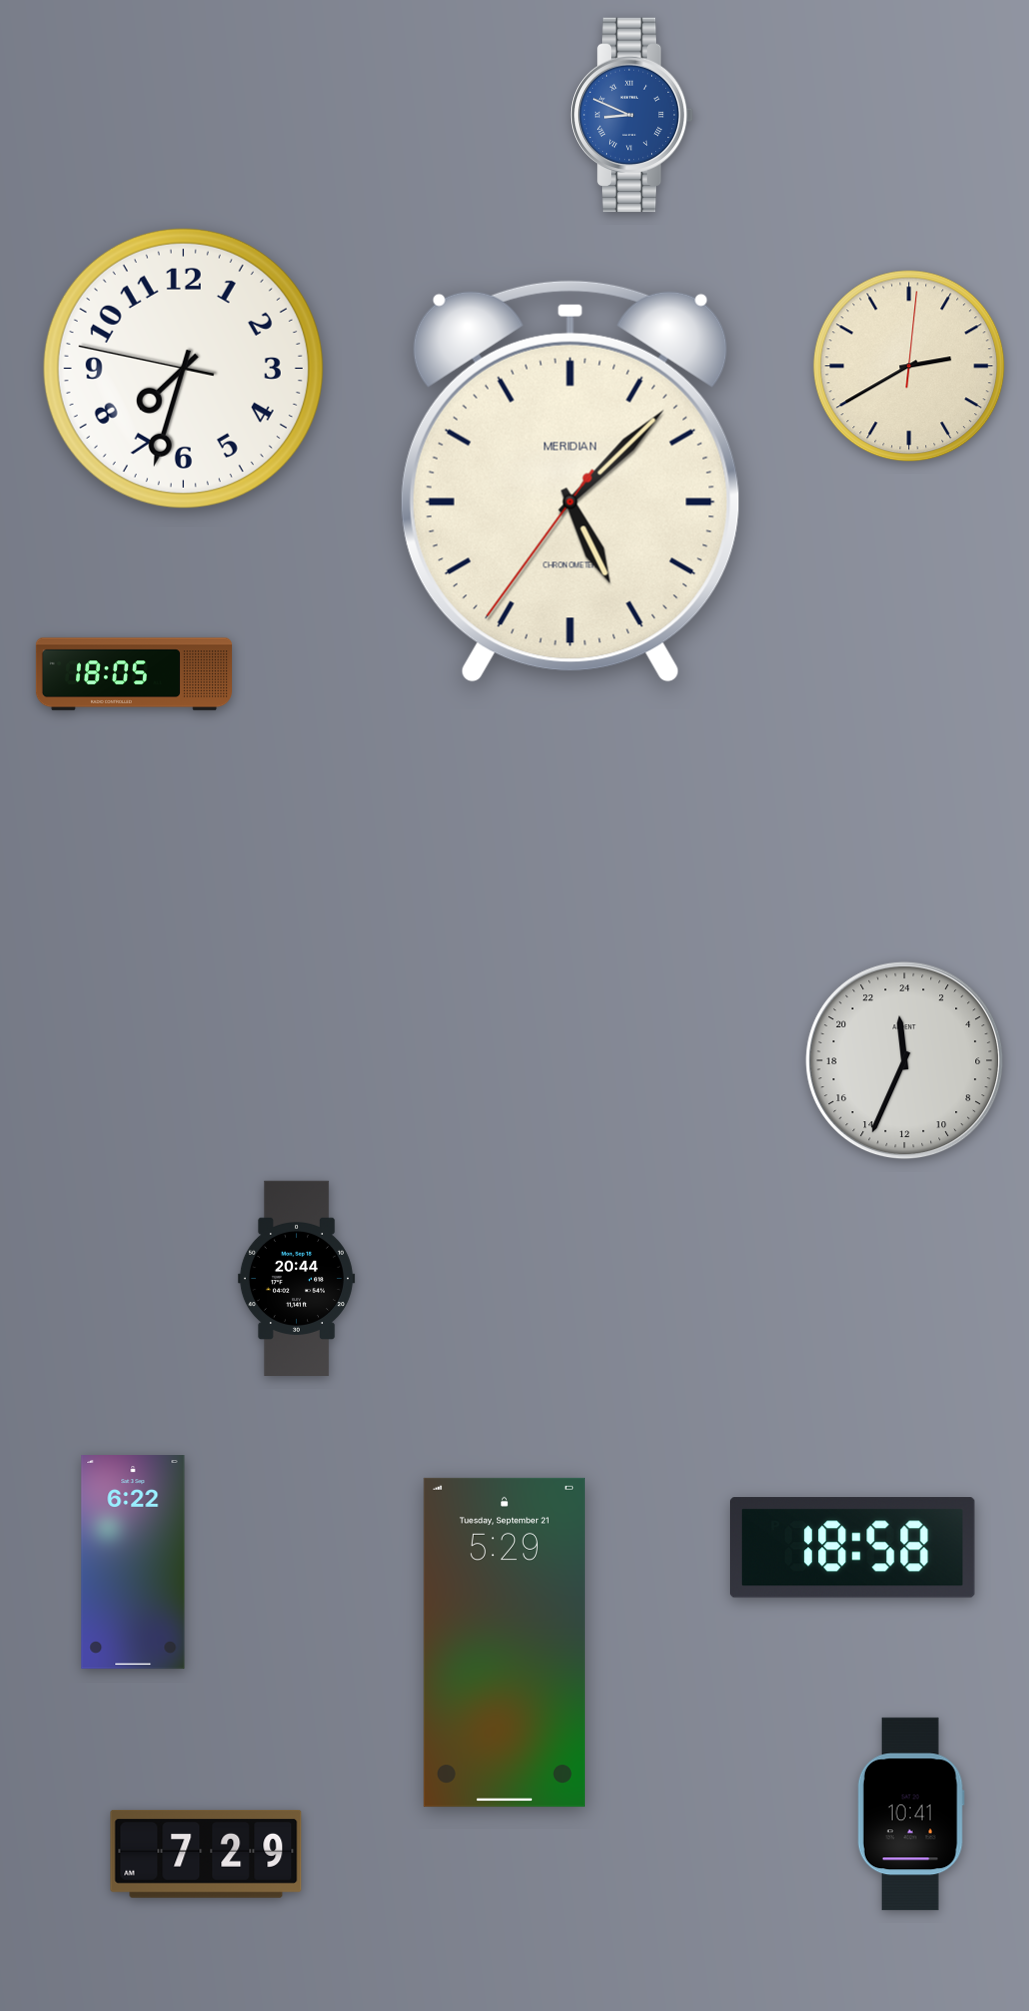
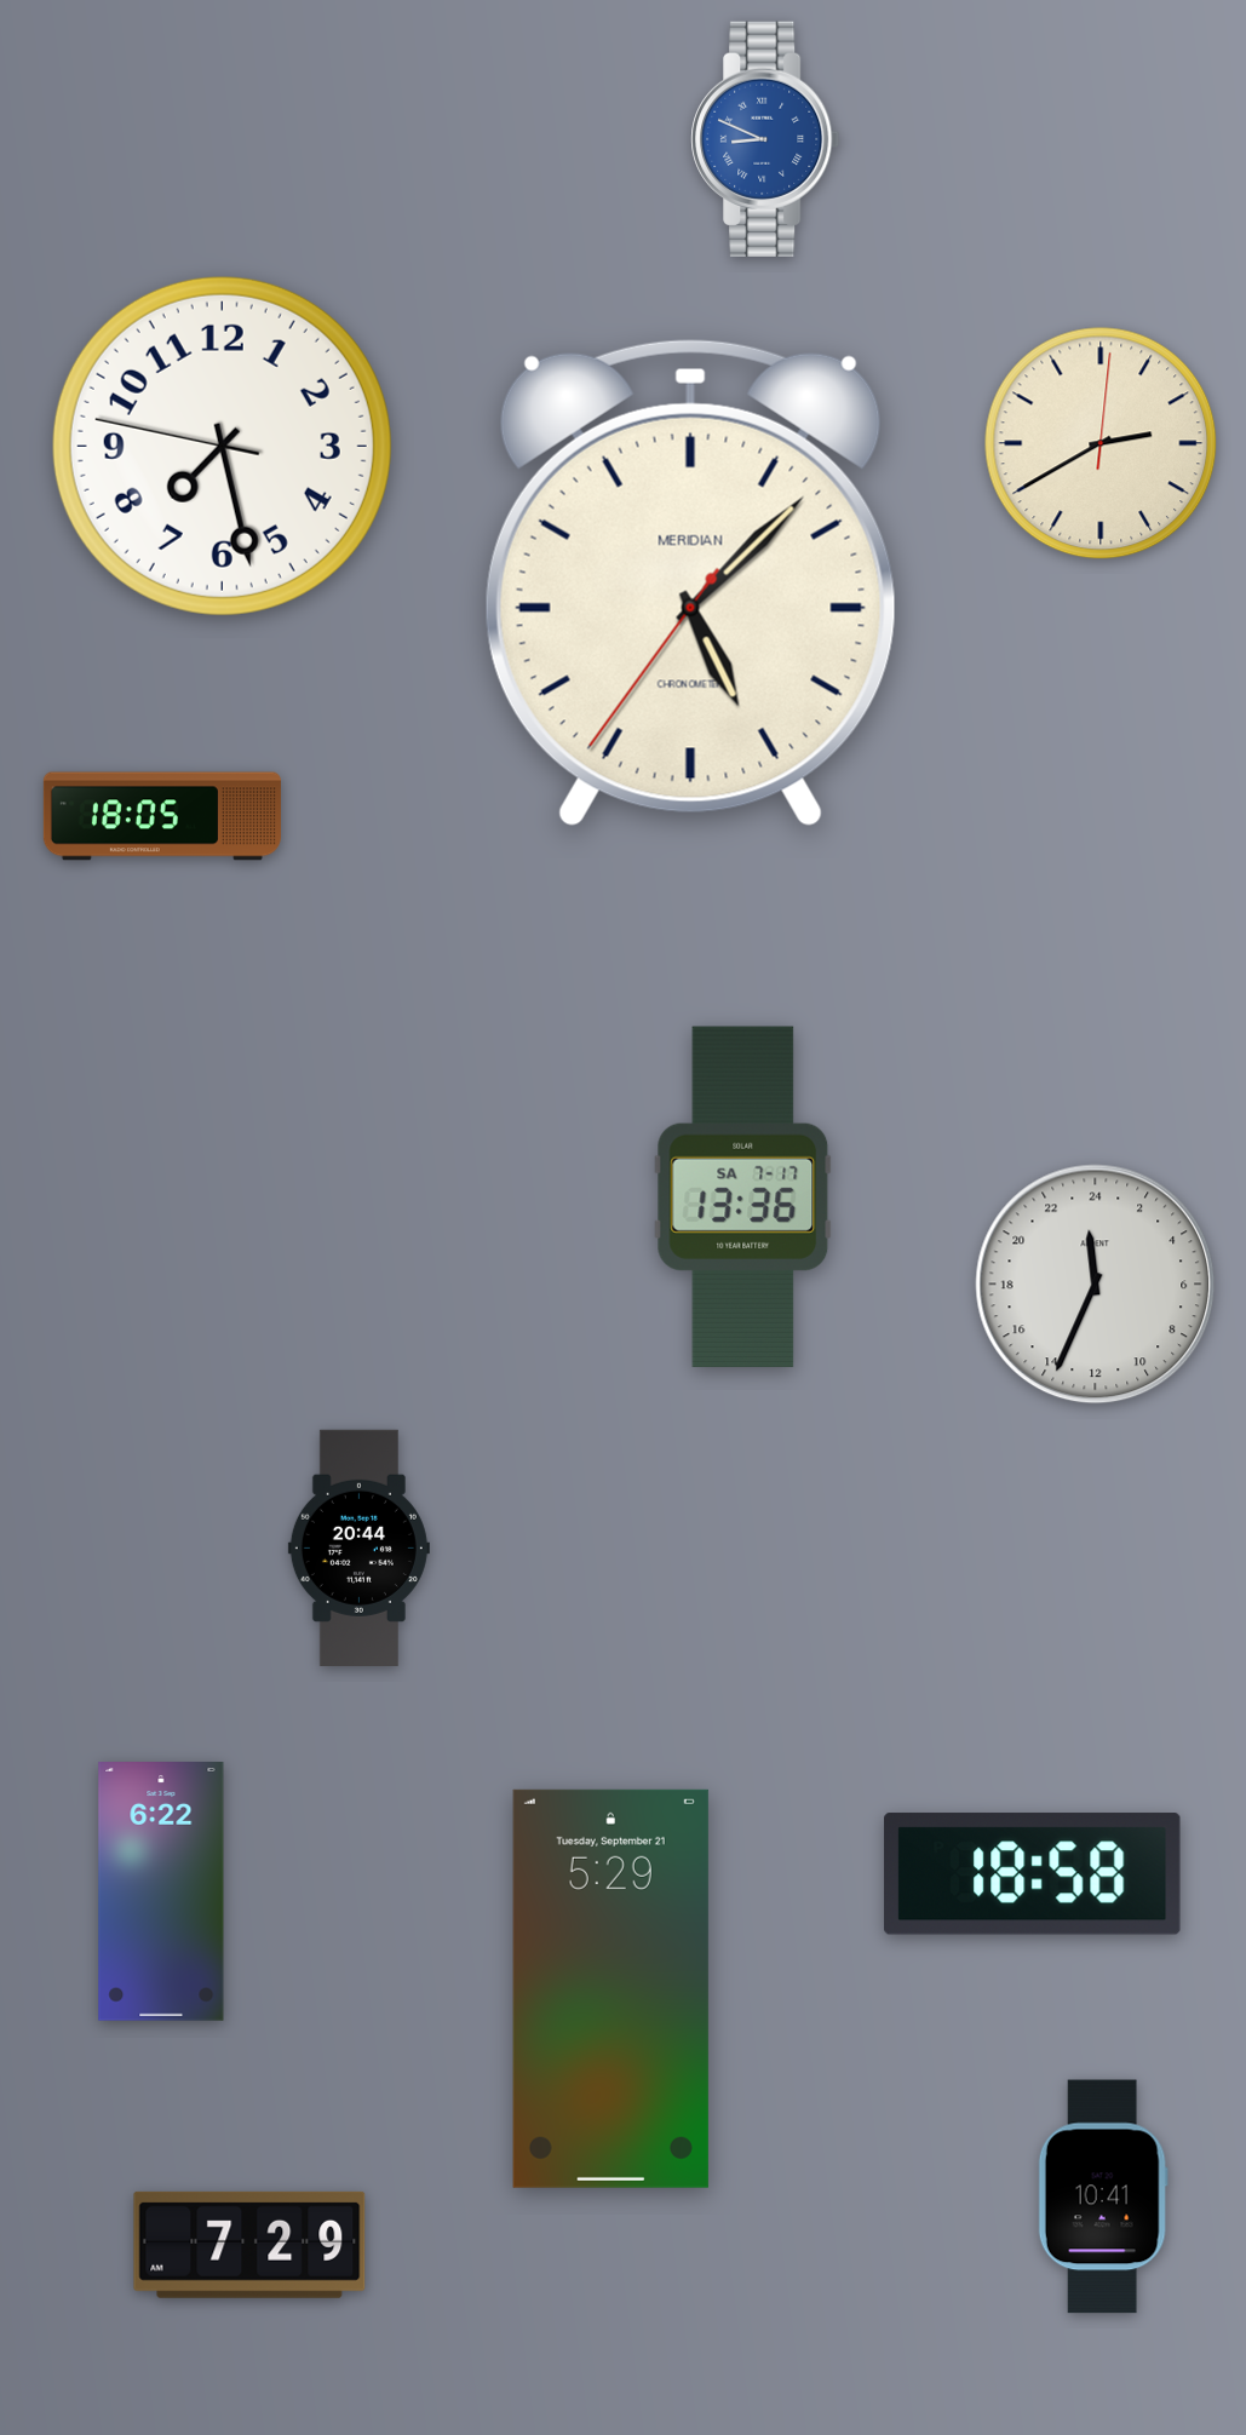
clock at (183, 368): 7:32 -> 7:27
clock at (743, 1196): none -> 13:36
